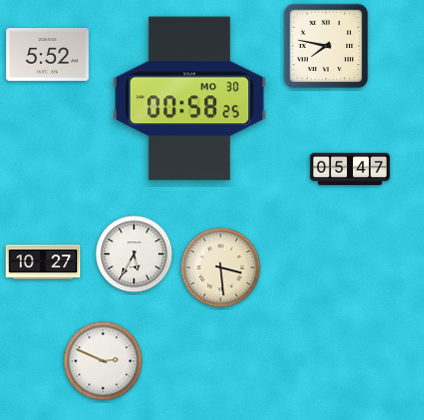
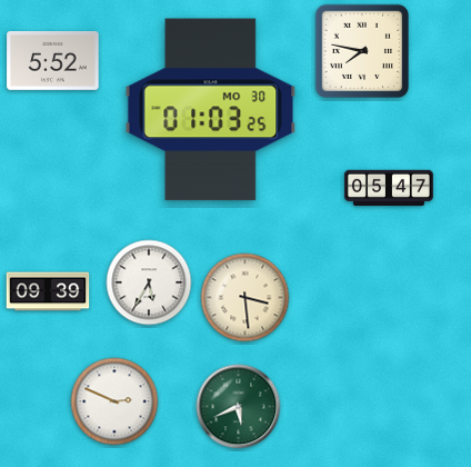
clock at (190, 99): 00:58 -> 01:03
clock at (43, 262): 10:27 -> 09:39
clock at (239, 407): none -> 5:41
